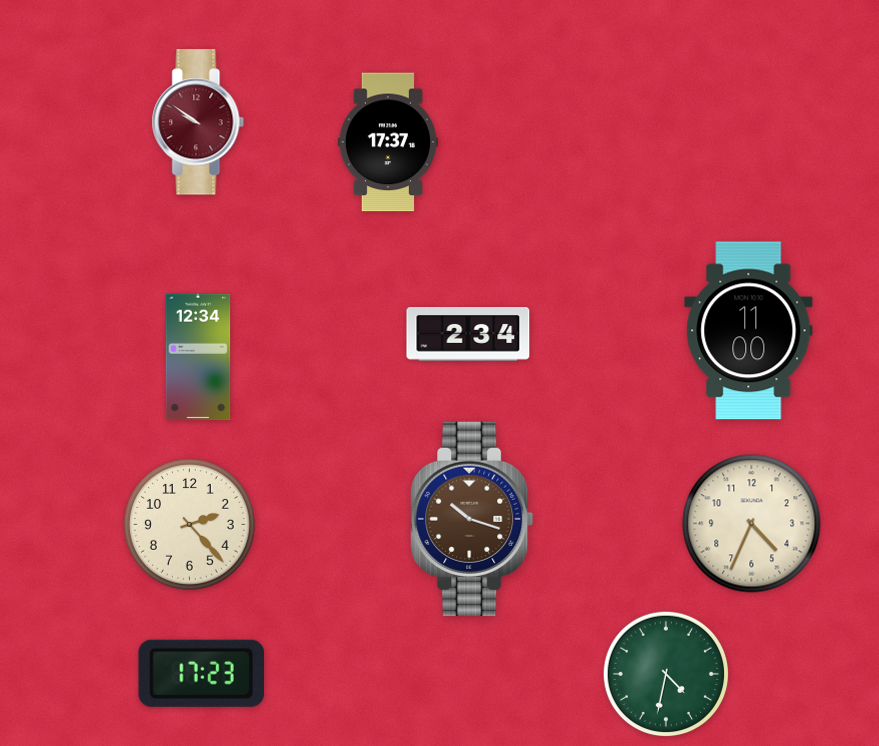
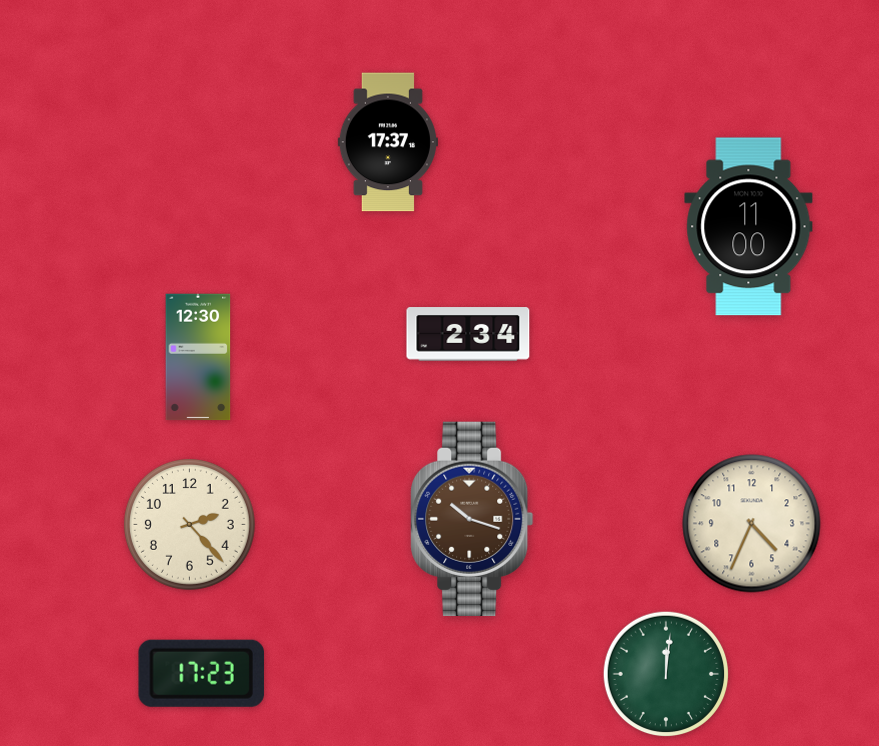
clock at (198, 122): 9:51 -> none
clock at (749, 331) position: (749, 331) -> (749, 227)
clock at (198, 357): 12:34 -> 12:30
clock at (666, 674): 4:32 -> 12:01
